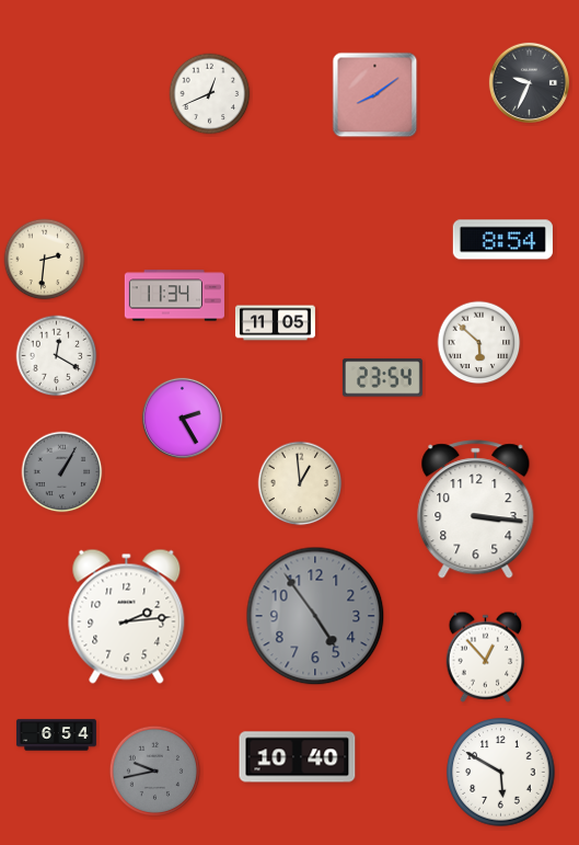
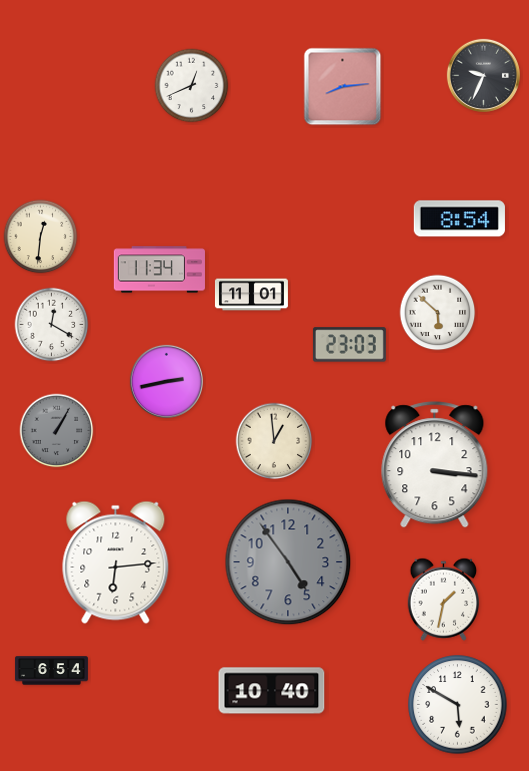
clock at (375, 95): 8:09 -> 8:14
clock at (45, 260): 2:31 -> 12:31
clock at (275, 323): 11:05 -> 11:01
clock at (382, 378): 23:54 -> 23:03
clock at (182, 418): 2:25 -> 2:43
clock at (127, 616): 2:14 -> 6:14
clock at (486, 656): 12:53 -> 1:32
clock at (154, 770): 9:43 -> none
